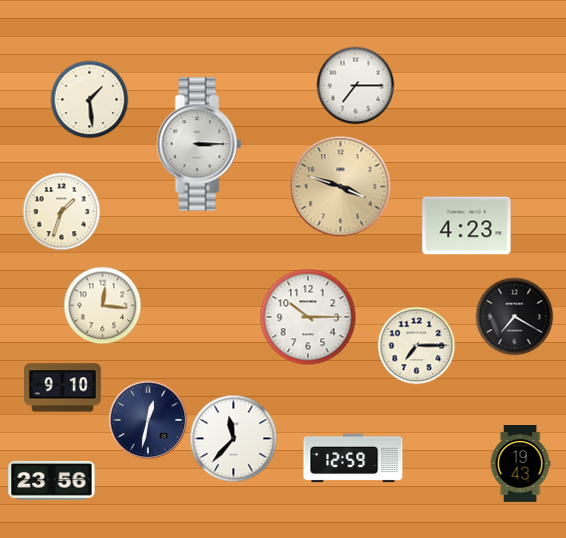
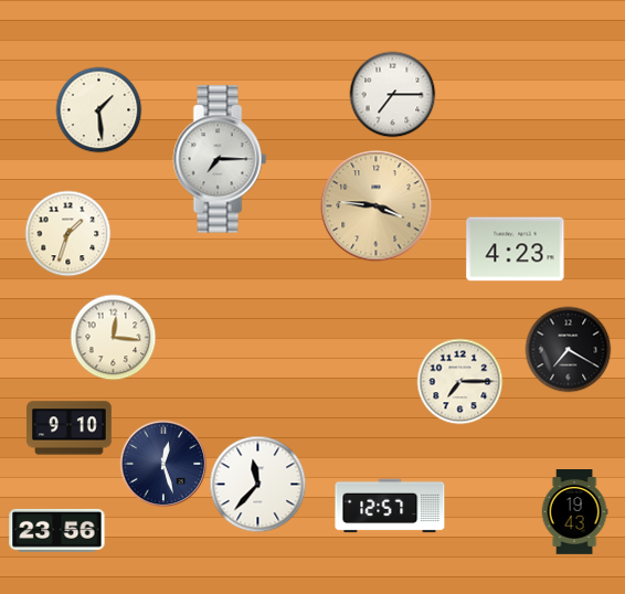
clock at (199, 144): 3:15 -> 7:15
clock at (341, 187): 3:48 -> 3:46
clock at (308, 317): 10:15 -> none
clock at (148, 420): 12:32 -> 12:27
clock at (353, 458): 12:59 -> 12:57
